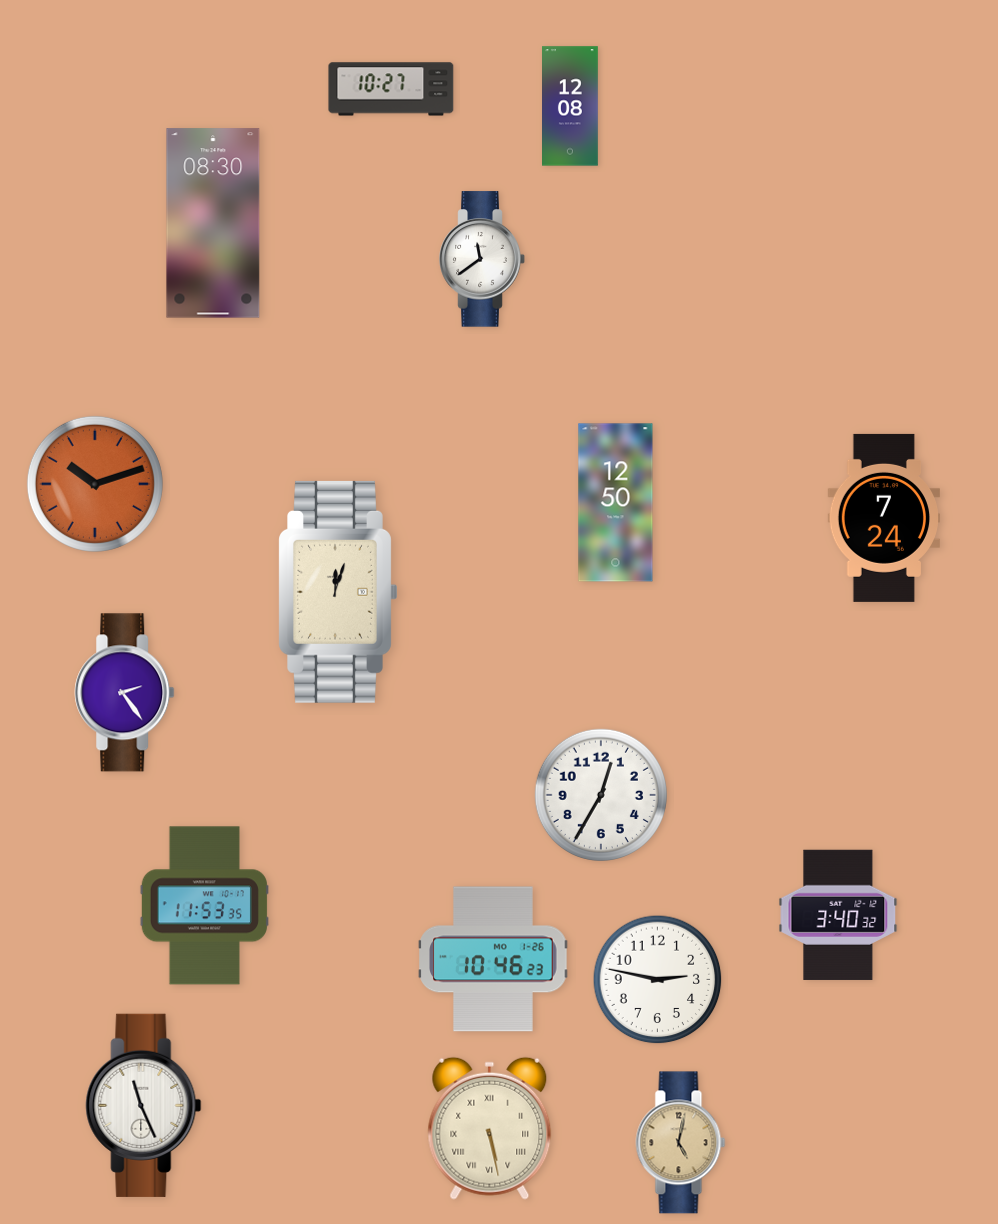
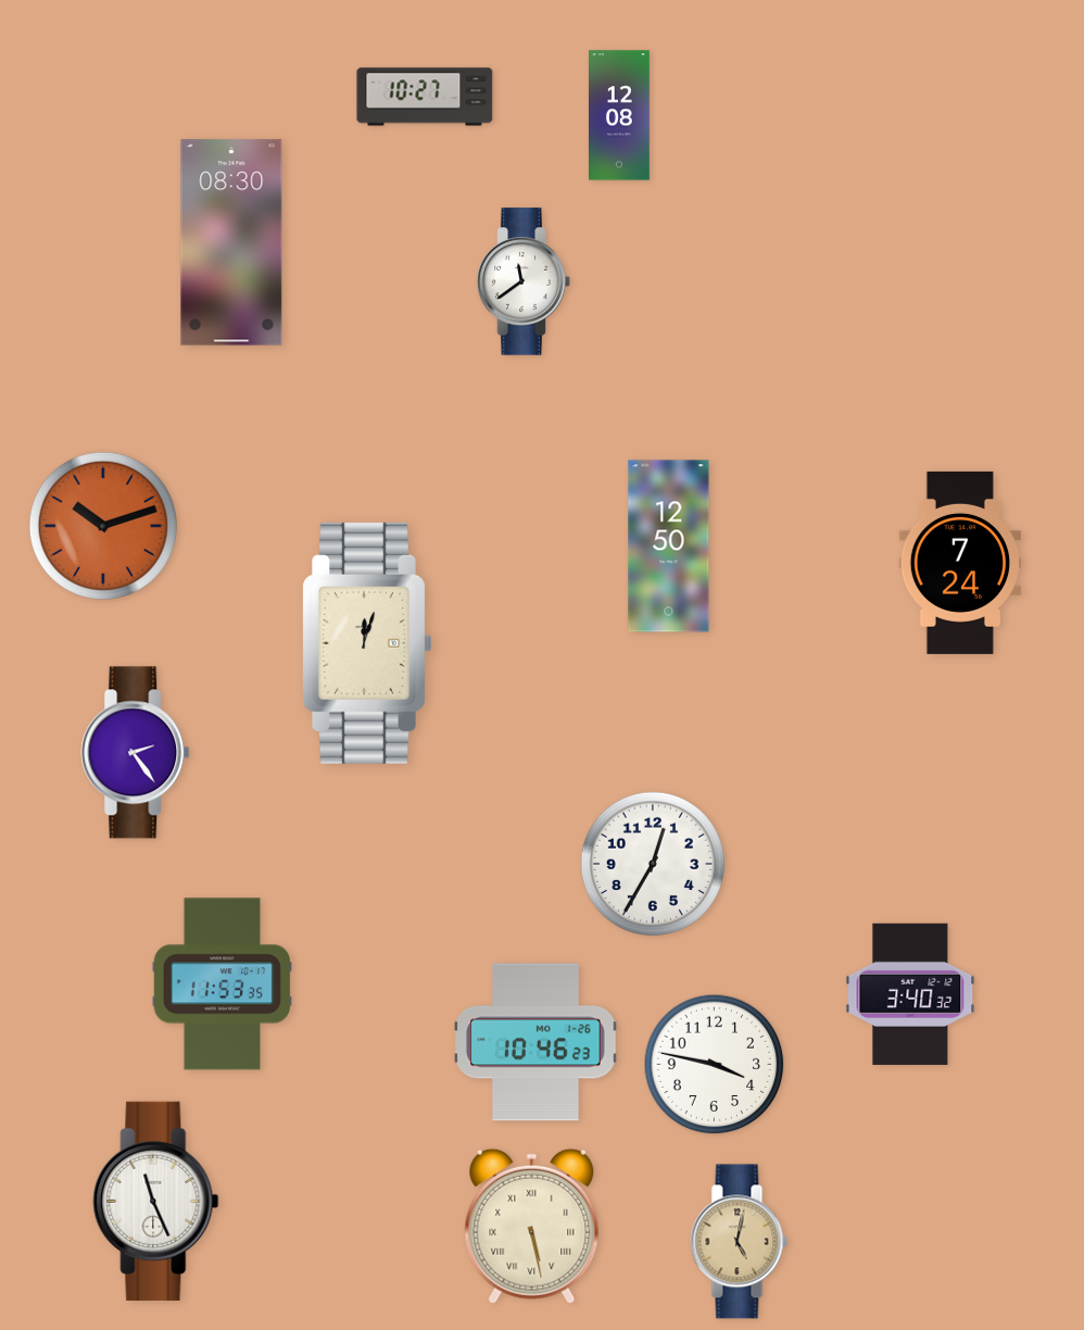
clock at (658, 980): 2:47 -> 3:47
